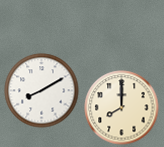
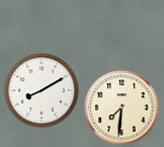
clock at (122, 108): 8:00 -> 7:31
